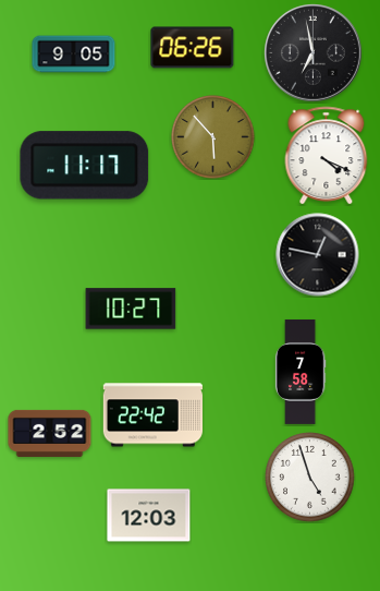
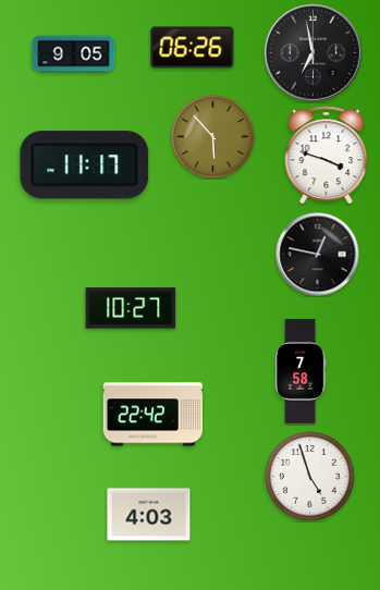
clock at (327, 156): 4:19 -> 3:48
clock at (50, 433): 2:52 -> none
clock at (149, 516): 12:03 -> 4:03
